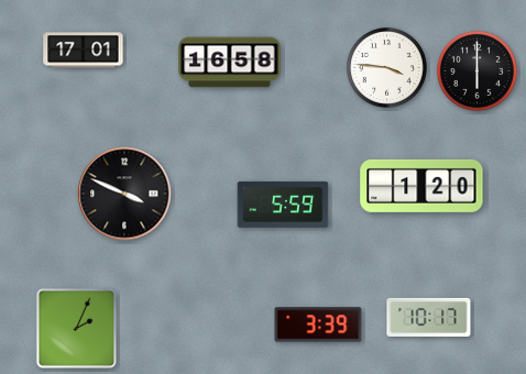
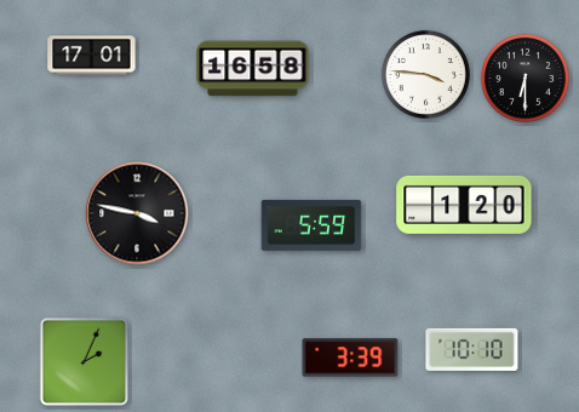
clock at (476, 70): 6:00 -> 6:30
clock at (124, 194): 3:49 -> 3:47
clock at (429, 317): 10:17 -> 10:10
